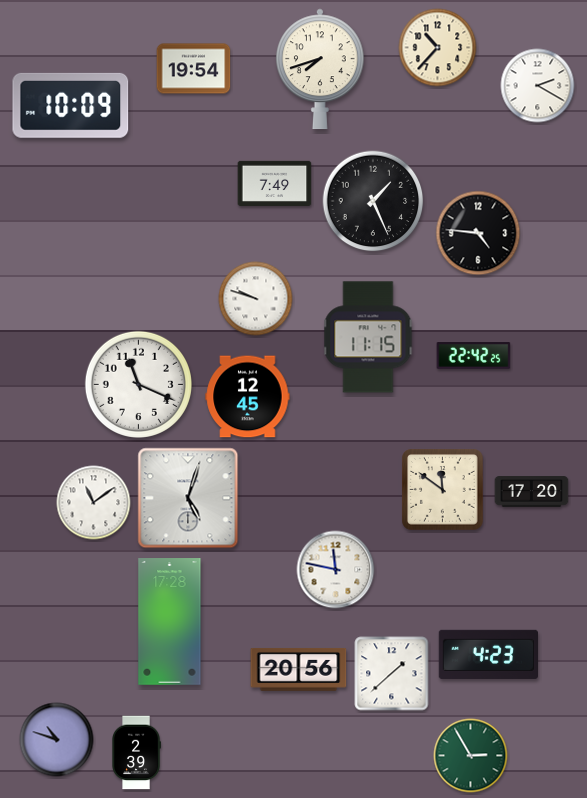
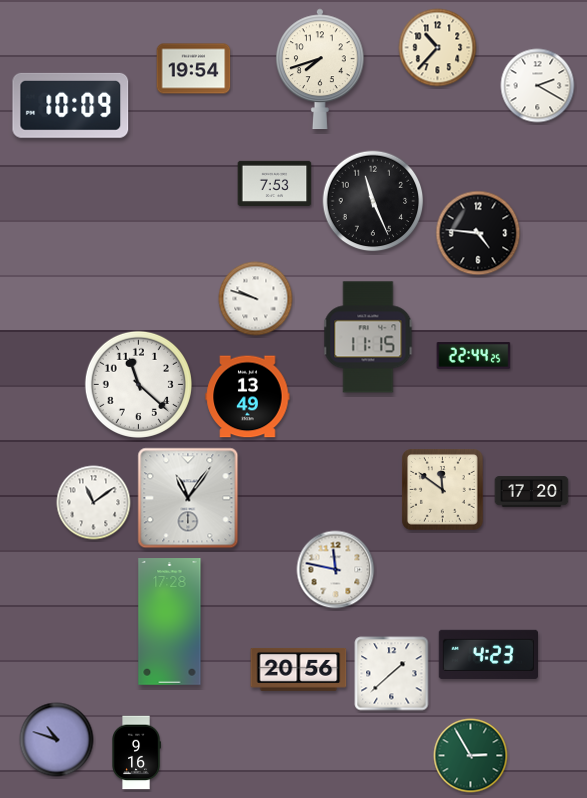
clock at (275, 183): 7:49 -> 7:53
clock at (373, 201): 1:26 -> 11:26
clock at (474, 356): 22:42 -> 22:44
clock at (138, 384): 11:19 -> 11:22
clock at (248, 397): 12:45 -> 13:49
clock at (188, 498): 5:03 -> 11:06
clock at (136, 753): 2:39 -> 9:16
